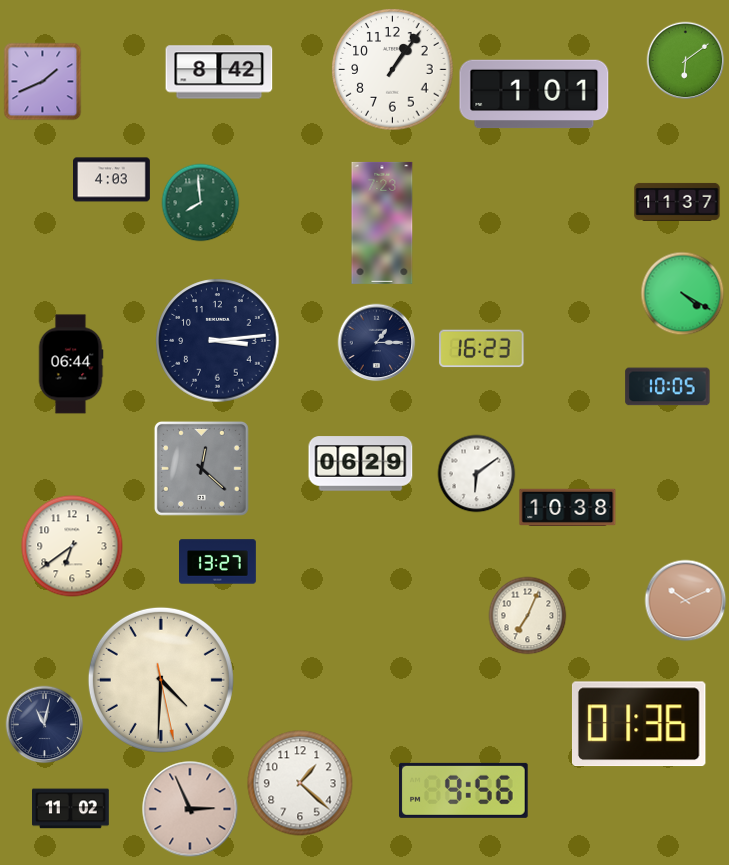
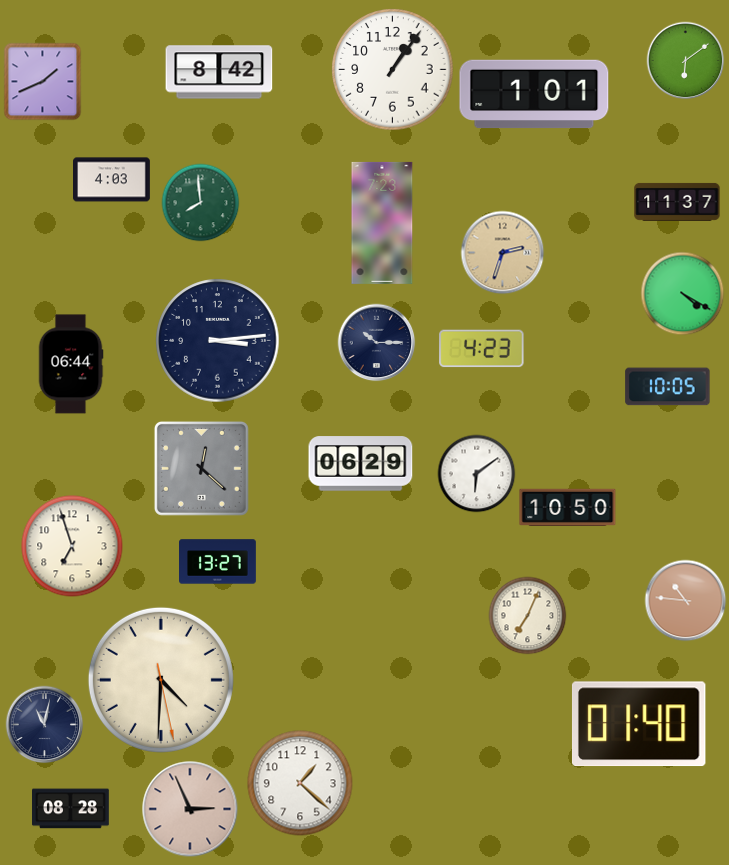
clock at (502, 252): none -> 2:33
clock at (376, 342): 1:15 -> 10:15
clock at (482, 349): 16:23 -> 4:23
clock at (568, 508): 10:38 -> 10:50
clock at (72, 546): 6:39 -> 6:57
clock at (685, 600): 10:11 -> 10:46
clock at (639, 724): 01:36 -> 01:40
clock at (464, 790): 9:56 -> none
clock at (71, 809): 11:02 -> 08:28
